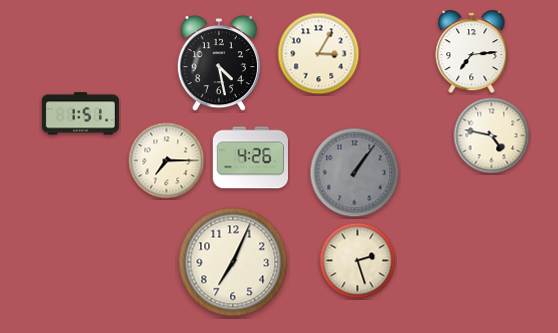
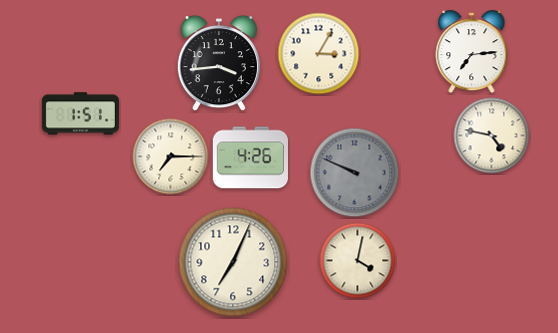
clock at (219, 64): 4:28 -> 3:44
clock at (167, 161) position: (167, 161) -> (171, 157)
clock at (355, 173): 1:06 -> 9:49
clock at (358, 261): 2:27 -> 4:02
